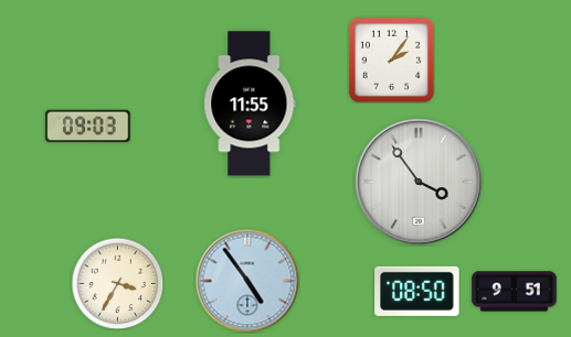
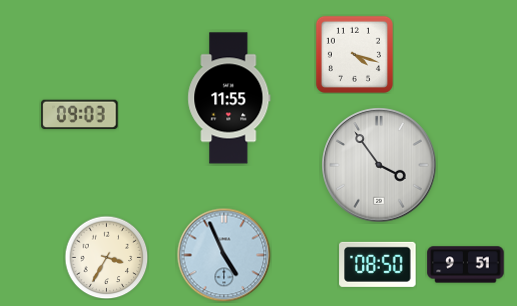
clock at (391, 59): 2:06 -> 4:18
clock at (250, 104) position: (250, 104) -> (229, 98)
clock at (247, 281): 4:54 -> 4:56
